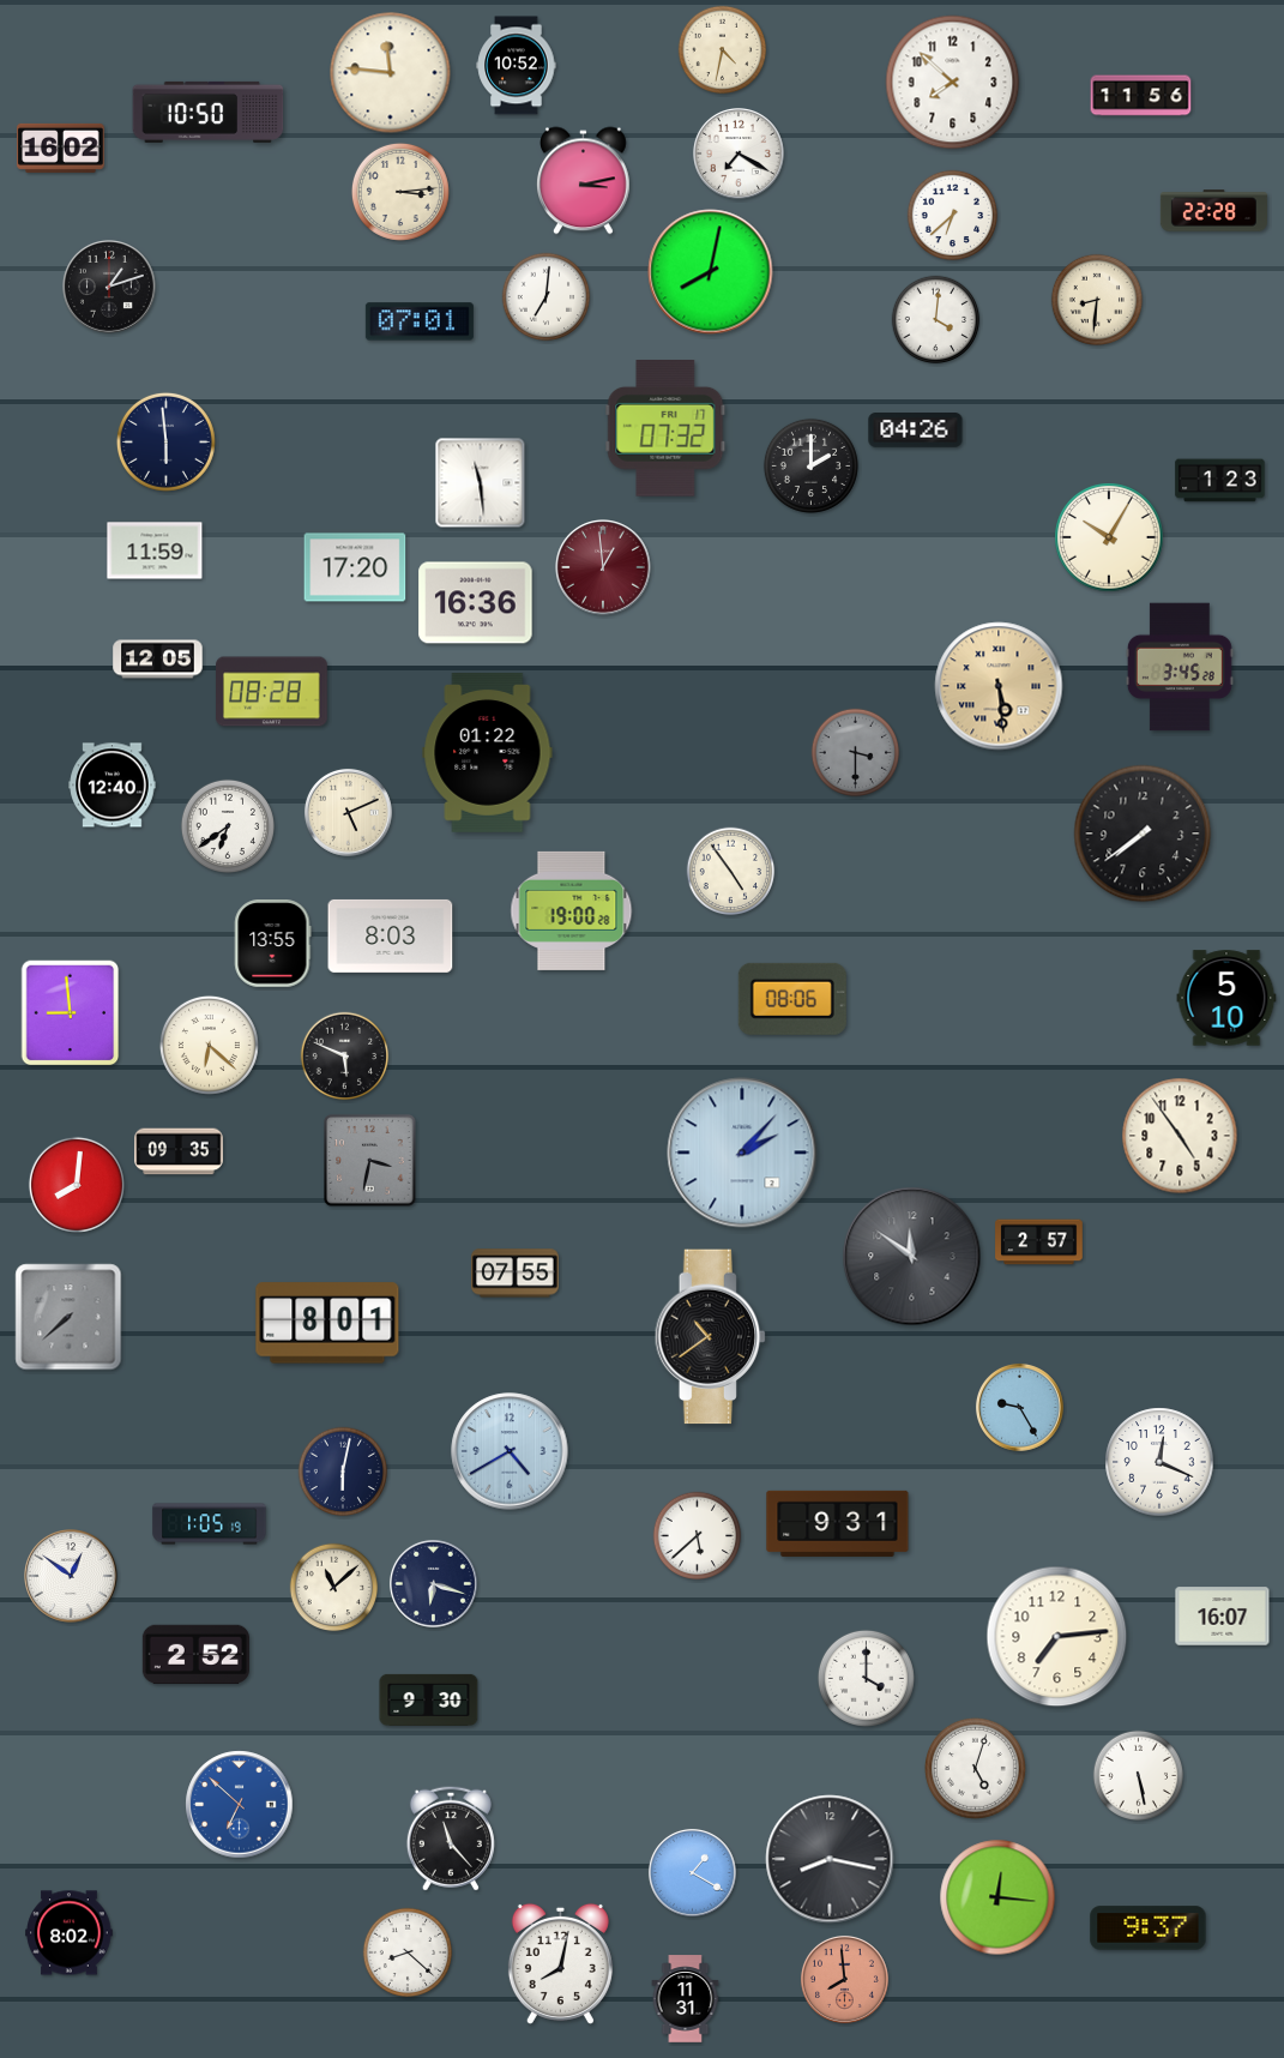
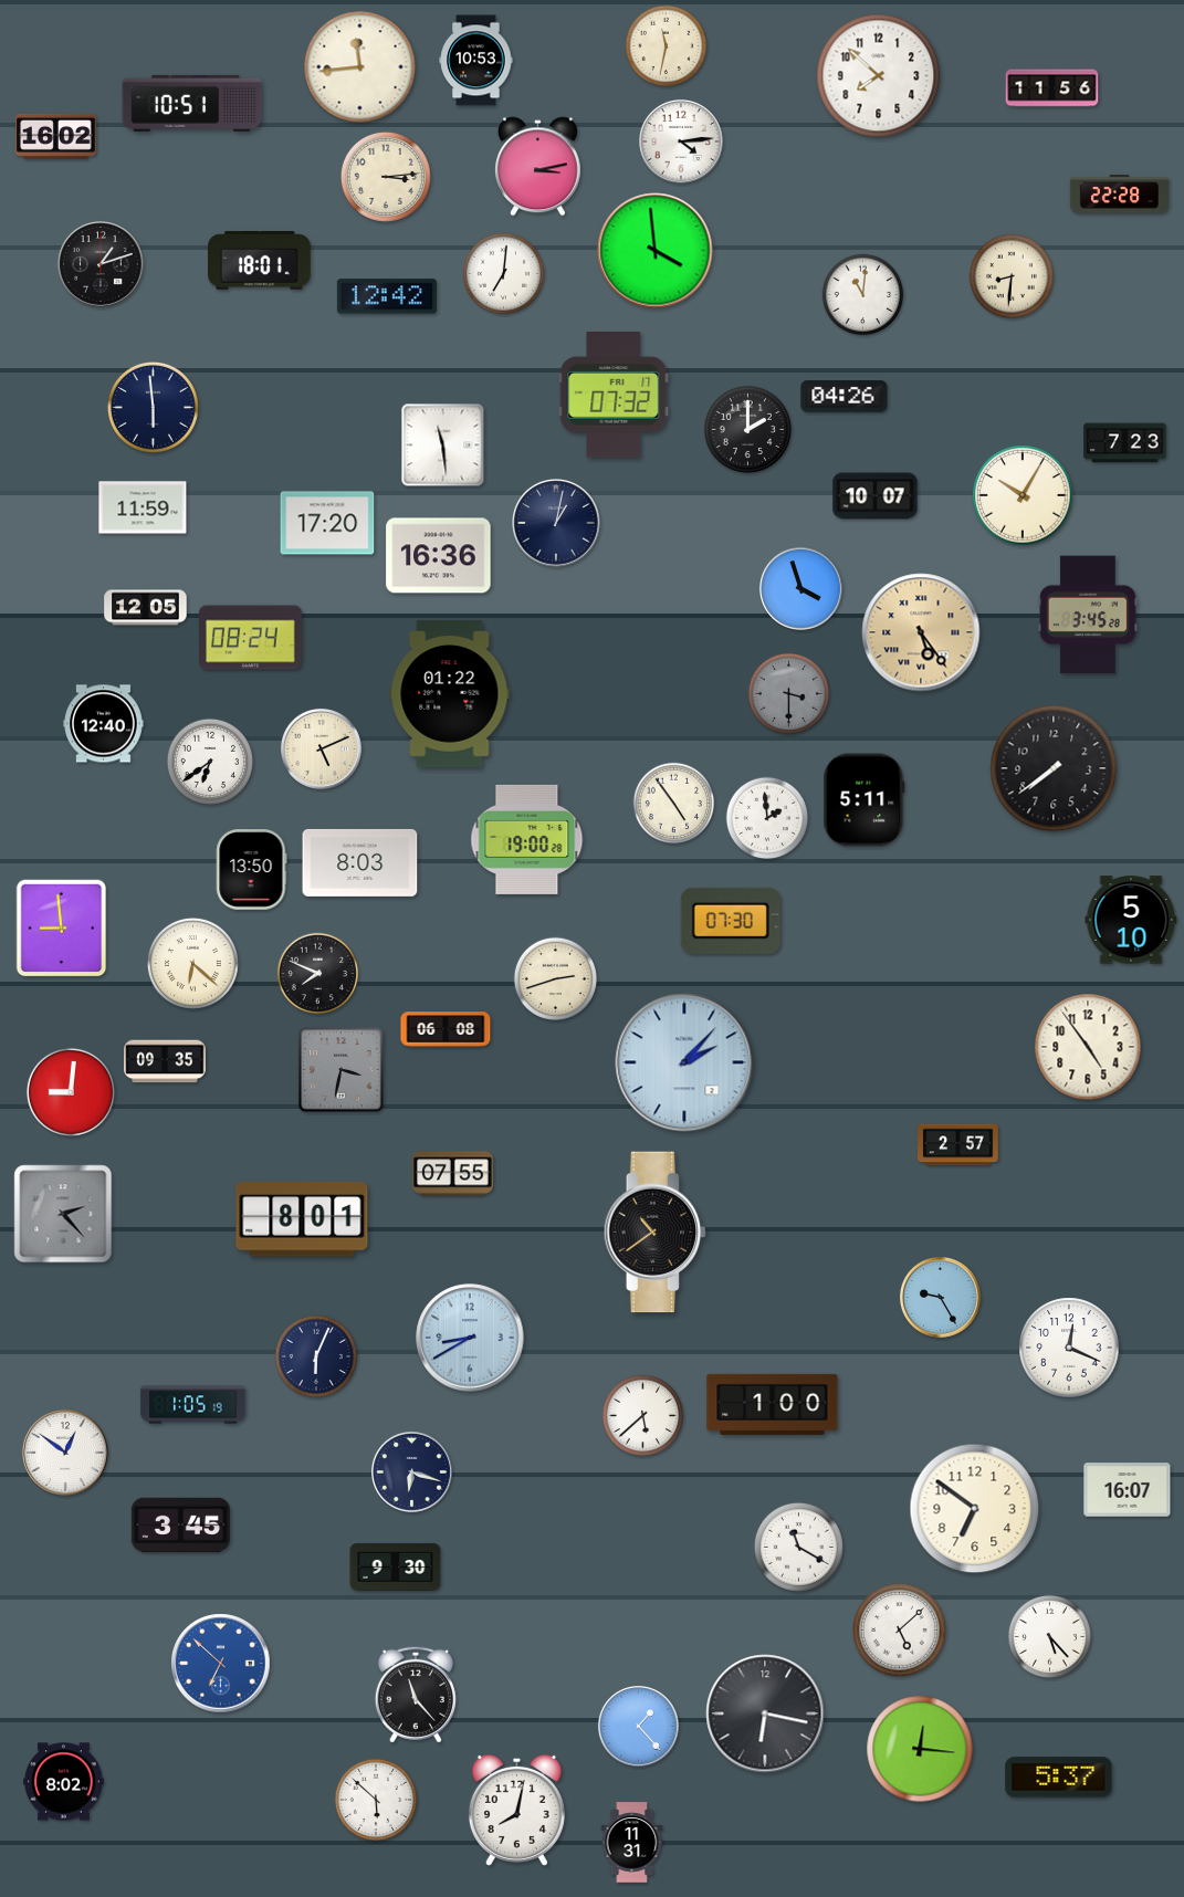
clock at (723, 50): 4:32 -> 11:32
clock at (517, 66): 10:52 -> 10:53
clock at (391, 73): 11:46 -> 11:44
clock at (209, 112): 10:50 -> 10:51
clock at (740, 155): 7:20 -> 4:14
clock at (400, 192) position: (400, 192) -> (386, 177)
clock at (953, 216): 6:38 -> none
clock at (711, 272): 8:02 -> 3:59
clock at (260, 260): none -> 18:01
clock at (936, 320): 4:01 -> 11:01
clock at (420, 321): 07:01 -> 12:42
clock at (1220, 481): 1:23 -> 7:23
clock at (876, 496): none -> 10:07
clock at (604, 568): 12:59 -> 1:02
clock at (604, 568) dial: burgundy -> navy
clock at (800, 588): none -> 3:57
clock at (999, 686): 5:29 -> 5:24
clock at (272, 692): 08:28 -> 08:24
clock at (865, 800): none -> 5:11
clock at (767, 818): none -> 1:59
clock at (272, 944): 13:55 -> 13:50
clock at (792, 999): 08:06 -> 07:30
clock at (71, 1013) position: (71, 1013) -> (62, 929)
clock at (345, 1057): 5:49 -> 7:49
clock at (556, 979): none -> 2:42
clock at (446, 1029): none -> 06:08
clock at (77, 1185): 8:01 -> 9:01
clock at (912, 1257): 11:51 -> none
clock at (516, 1274) position: (516, 1274) -> (453, 1174)
clock at (68, 1317): 7:38 -> 2:23
clock at (510, 1451): 4:40 -> 8:40
clock at (343, 1472): 6:02 -> 6:04
clock at (838, 1523): 9:31 -> 1:00
clock at (433, 1583) position: (433, 1583) -> (411, 1471)
clock at (334, 1588): 11:08 -> none
clock at (1057, 1637): 7:14 -> 6:51
clock at (195, 1655): 2:52 -> 3:45
clock at (866, 1678): 4:00 -> 11:20
clock at (976, 1769): 5:03 -> 5:08
clock at (1139, 1776): 5:28 -> 5:23
clock at (830, 1859): 8:17 -> 6:17
clock at (692, 1872): 1:20 -> 1:23
clock at (1149, 1928): 9:37 -> 5:37
clock at (408, 1952): 8:22 -> 5:52
clock at (844, 1979): 7:59 -> none
